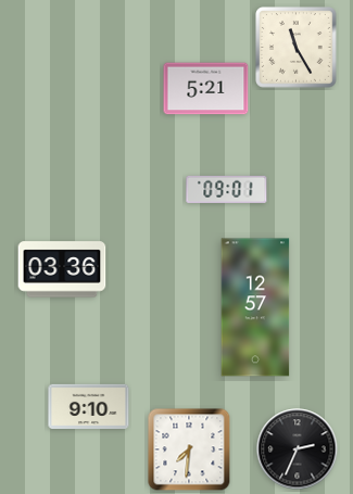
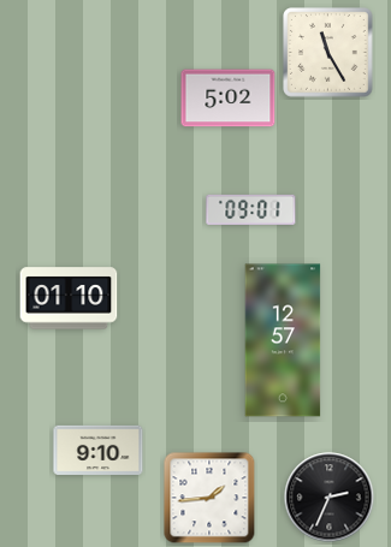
clock at (206, 89): 5:21 -> 5:02
clock at (62, 269): 03:36 -> 01:10
clock at (189, 449): 7:31 -> 1:44
